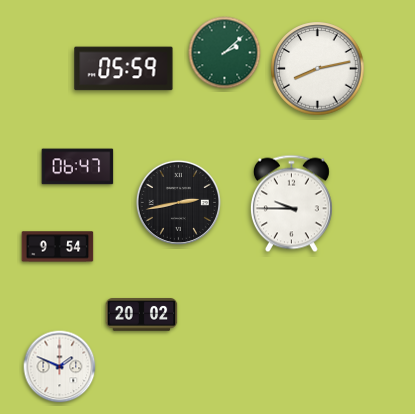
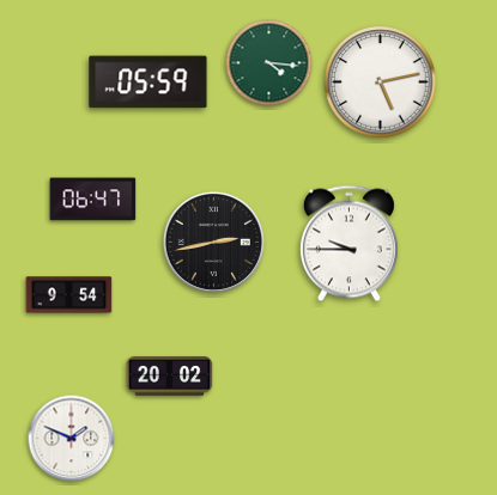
clock at (225, 53): 2:08 -> 4:16
clock at (318, 69): 8:13 -> 5:13
